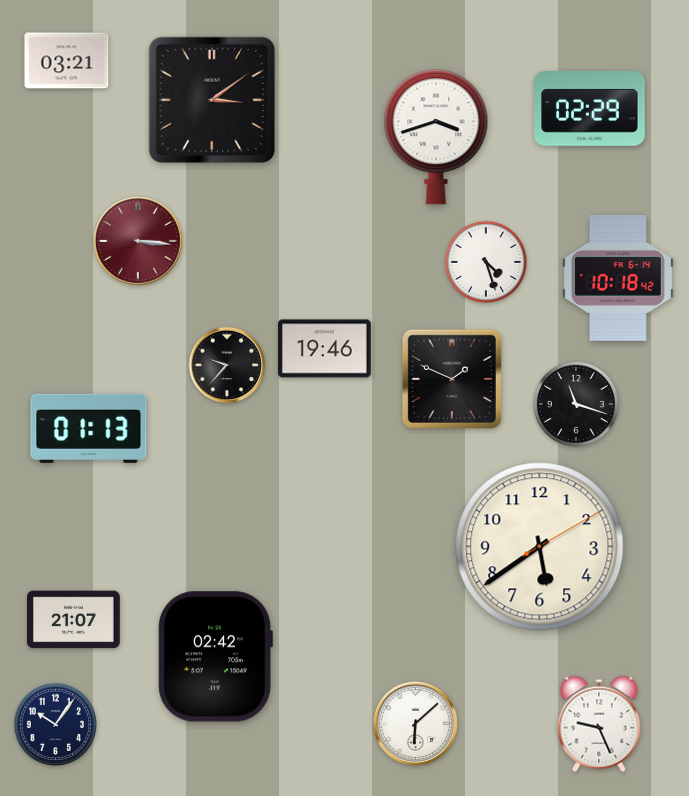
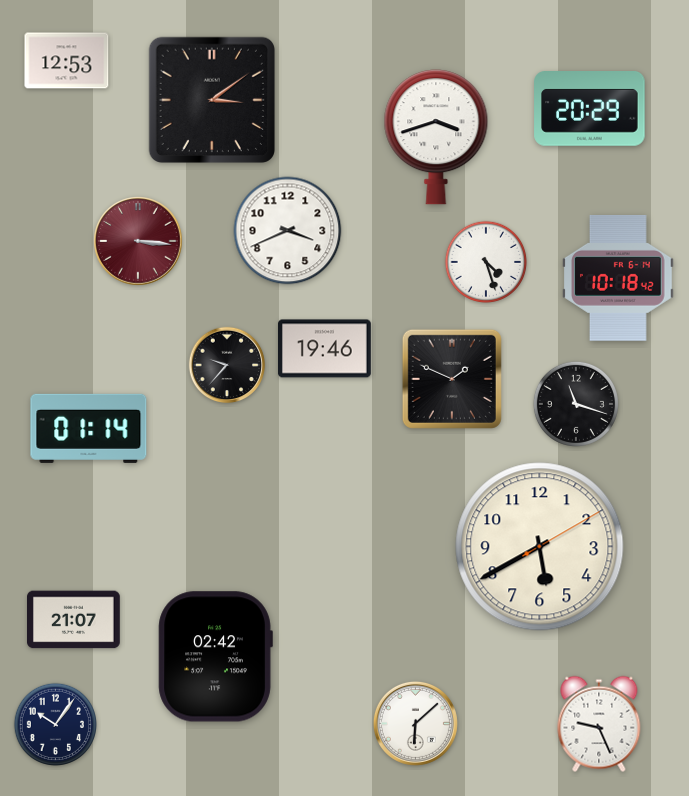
clock at (67, 61): 03:21 -> 12:53
clock at (590, 109): 02:29 -> 20:29
clock at (288, 231): none -> 3:41
clock at (89, 428): 01:13 -> 01:14
clock at (540, 547): 5:39 -> 5:40
